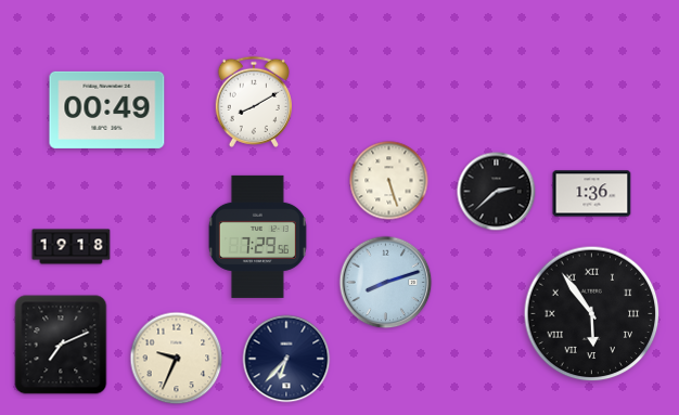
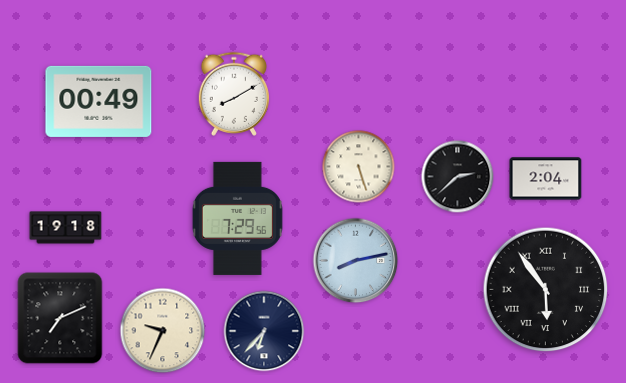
clock at (592, 194): 1:36 -> 2:04
clock at (386, 283): 8:12 -> 8:13
clock at (61, 345) position: (61, 345) -> (60, 318)
